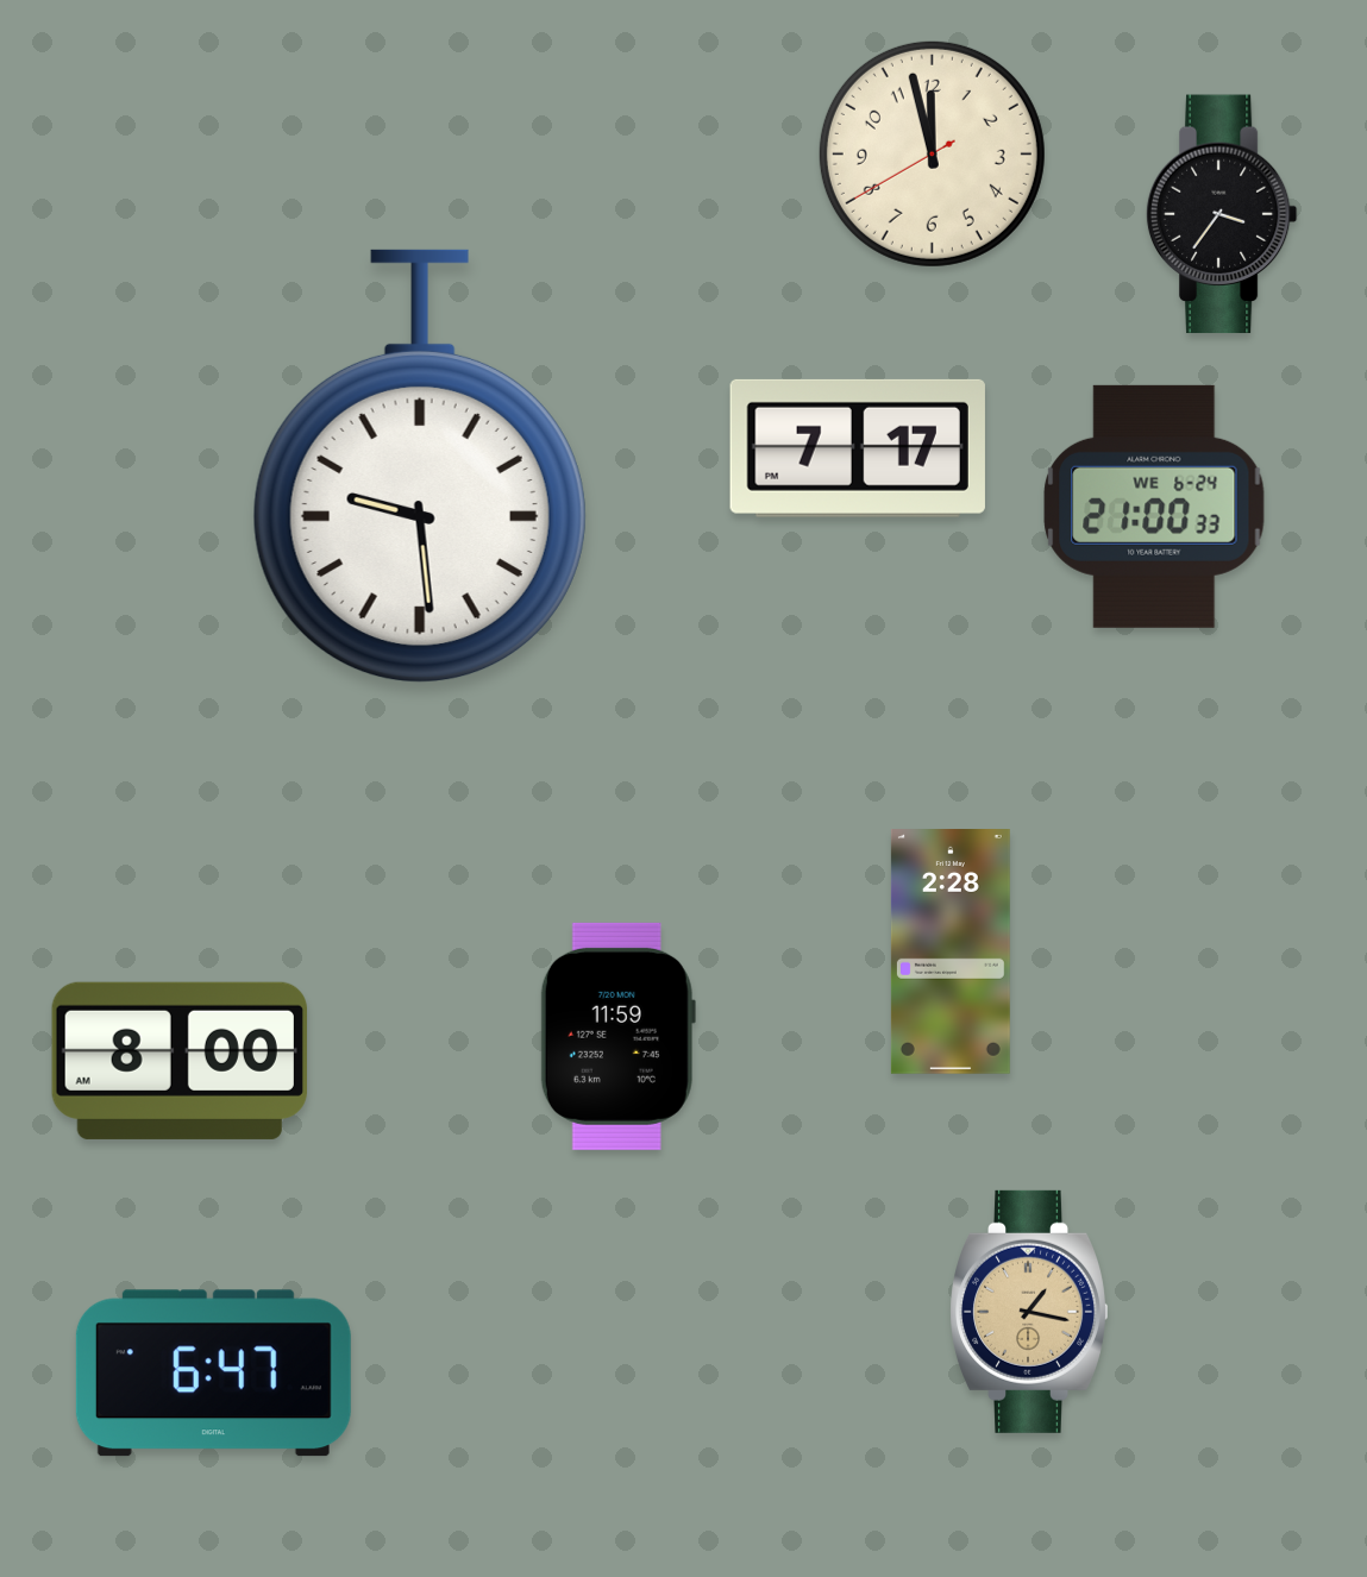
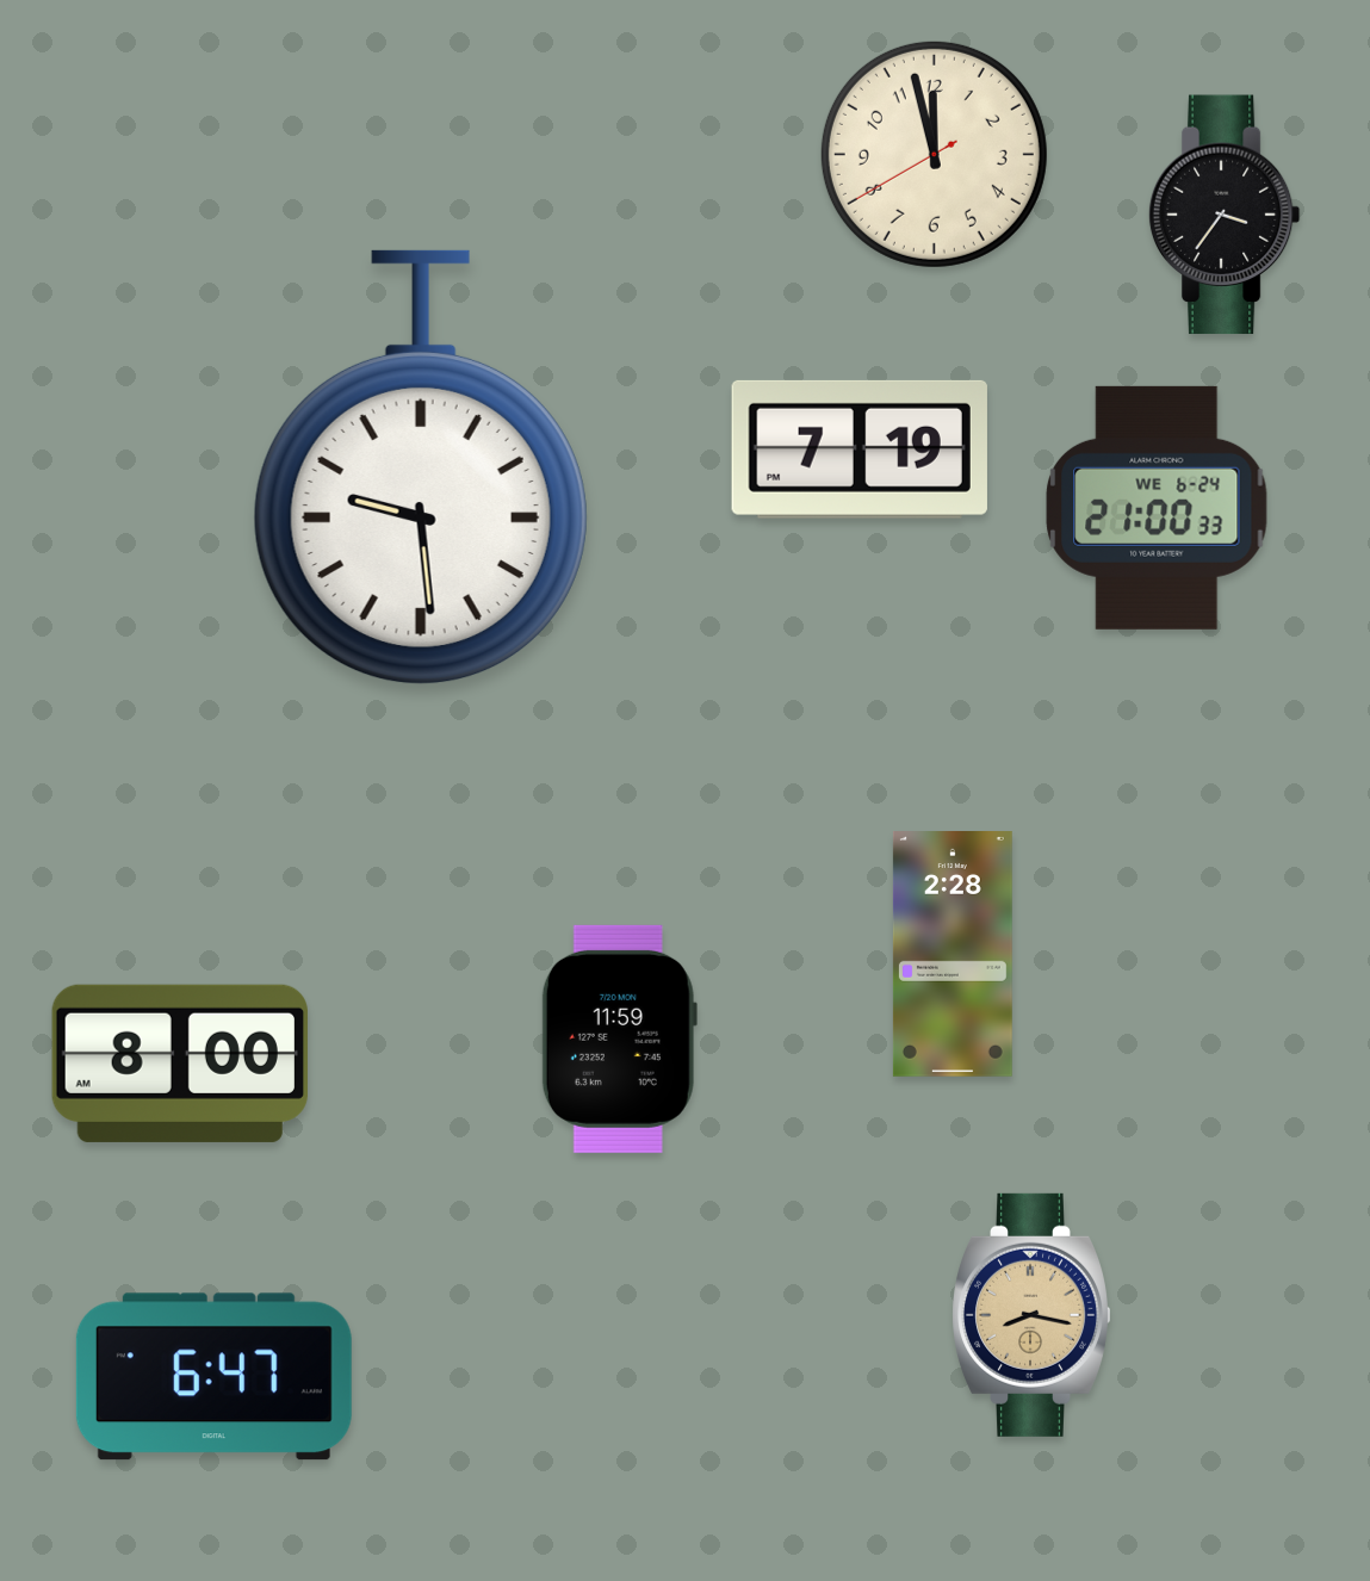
clock at (858, 448): 7:17 -> 7:19
clock at (1028, 1312): 1:17 -> 8:17
